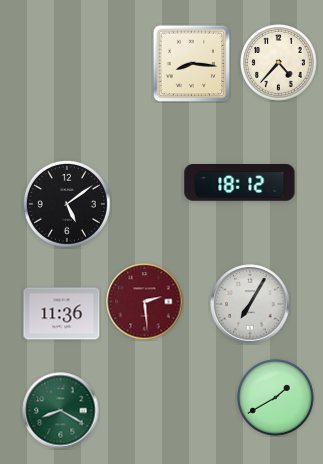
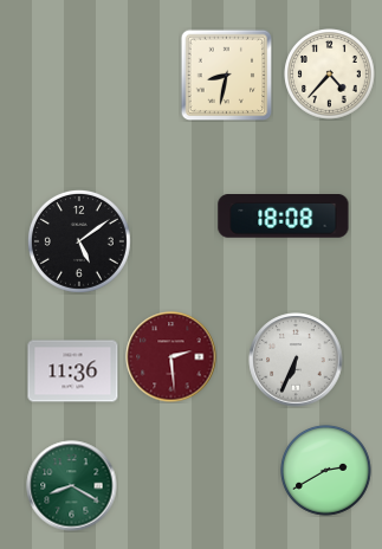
clock at (191, 63): 8:16 -> 8:32
clock at (240, 183): 18:12 -> 18:08
clock at (250, 304): 7:05 -> 6:34
clock at (276, 398): 1:40 -> 2:40
